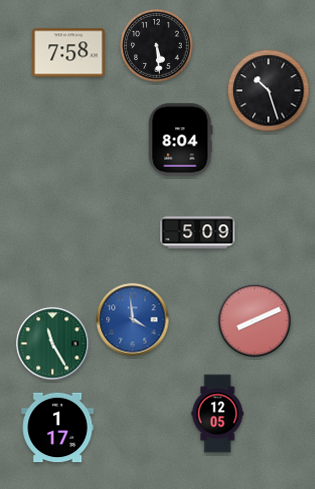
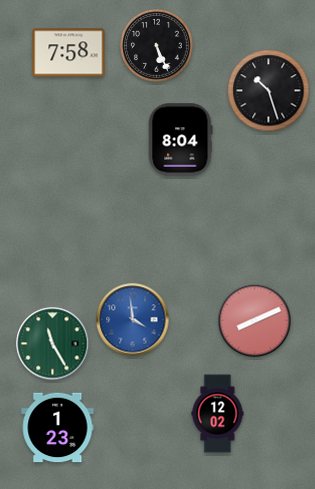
clock at (157, 46): 5:29 -> 5:26
clock at (198, 233): 5:09 -> none
clock at (218, 414): 12:05 -> 12:02
clock at (58, 428): 1:17 -> 1:23
